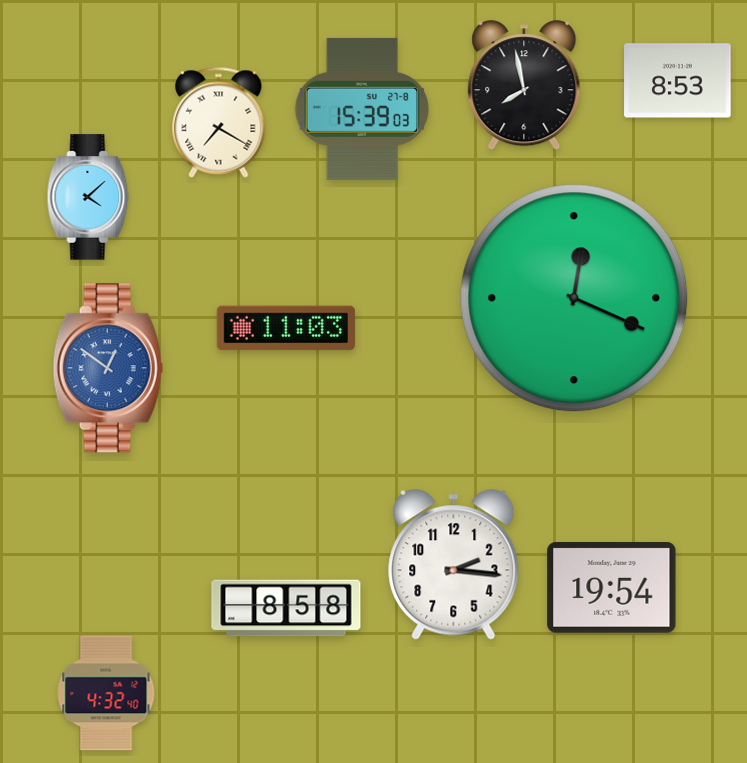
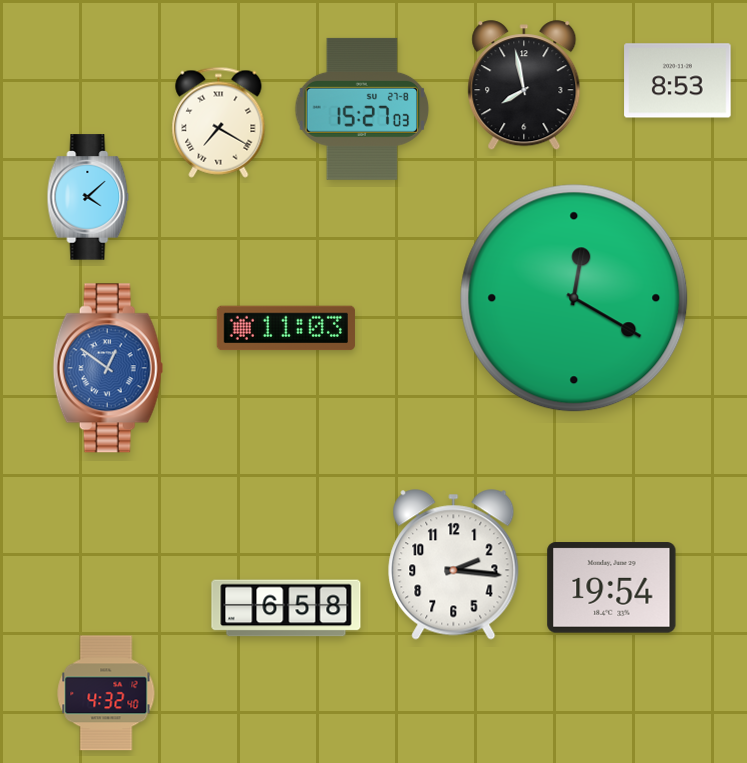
clock at (362, 109): 15:39 -> 15:27
clock at (574, 298): 12:19 -> 12:20
clock at (286, 608): 8:58 -> 6:58
